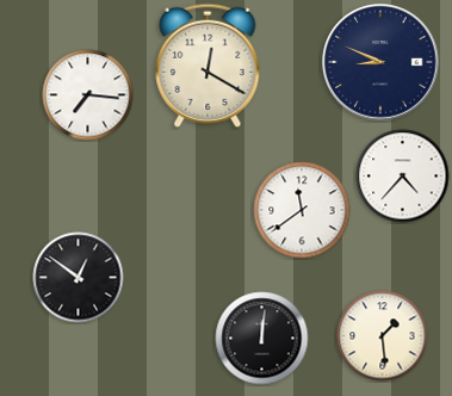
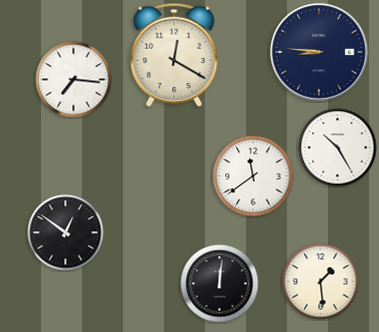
clock at (380, 62): 8:49 -> 8:46
clock at (403, 177): 4:37 -> 10:25
